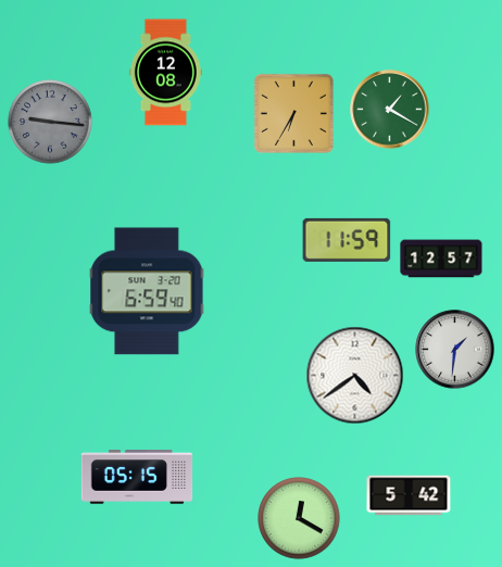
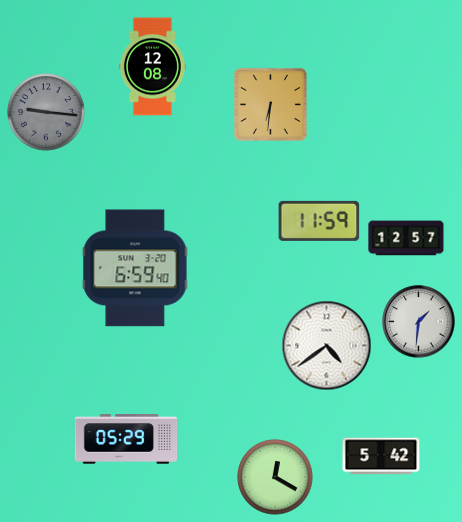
clock at (390, 110): 1:20 -> none
clock at (293, 113): 6:35 -> 6:31
clock at (137, 477): 05:15 -> 05:29
clock at (409, 495) position: (409, 495) -> (381, 456)
